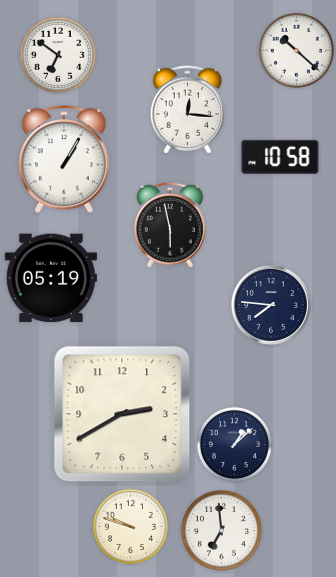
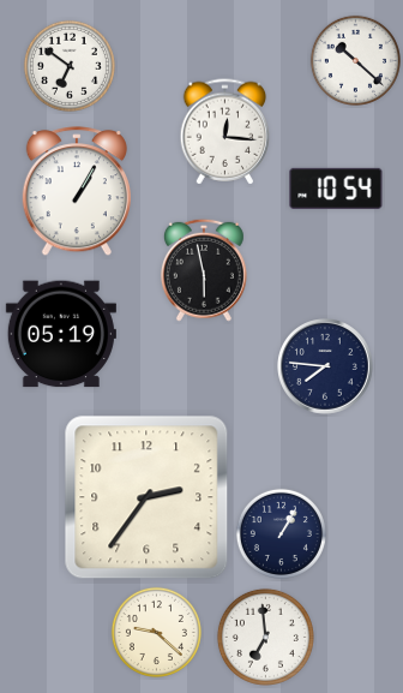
clock at (280, 157): 10:58 -> 10:54
clock at (122, 414): 2:40 -> 2:36
clock at (234, 444): 1:08 -> 1:05
clock at (130, 526): 9:48 -> 9:22
